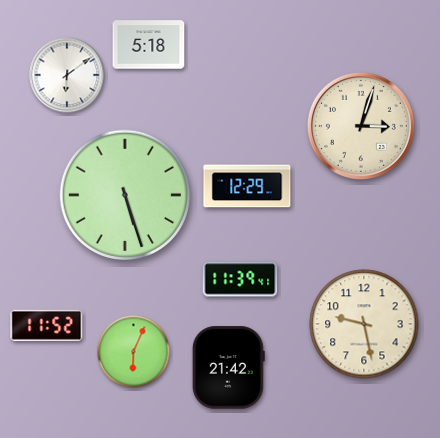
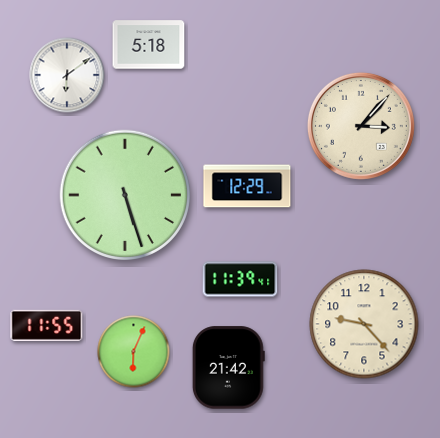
clock at (361, 126): 3:03 -> 3:07
clock at (364, 324): 9:28 -> 9:23
clock at (47, 325): 11:52 -> 11:55
